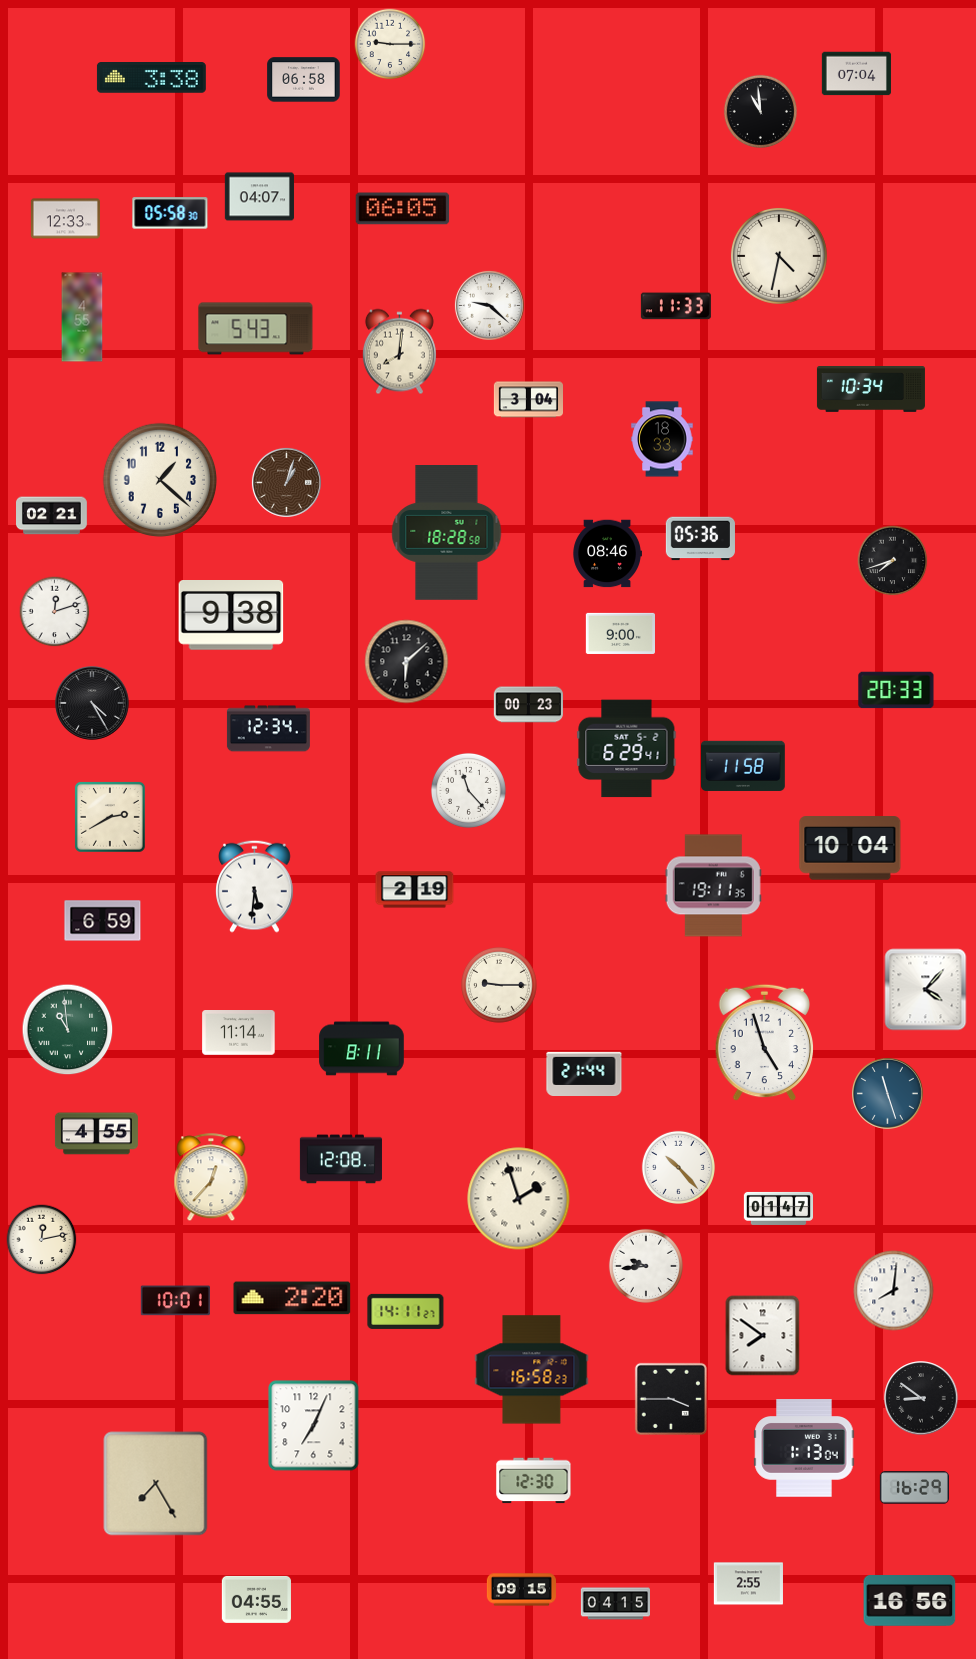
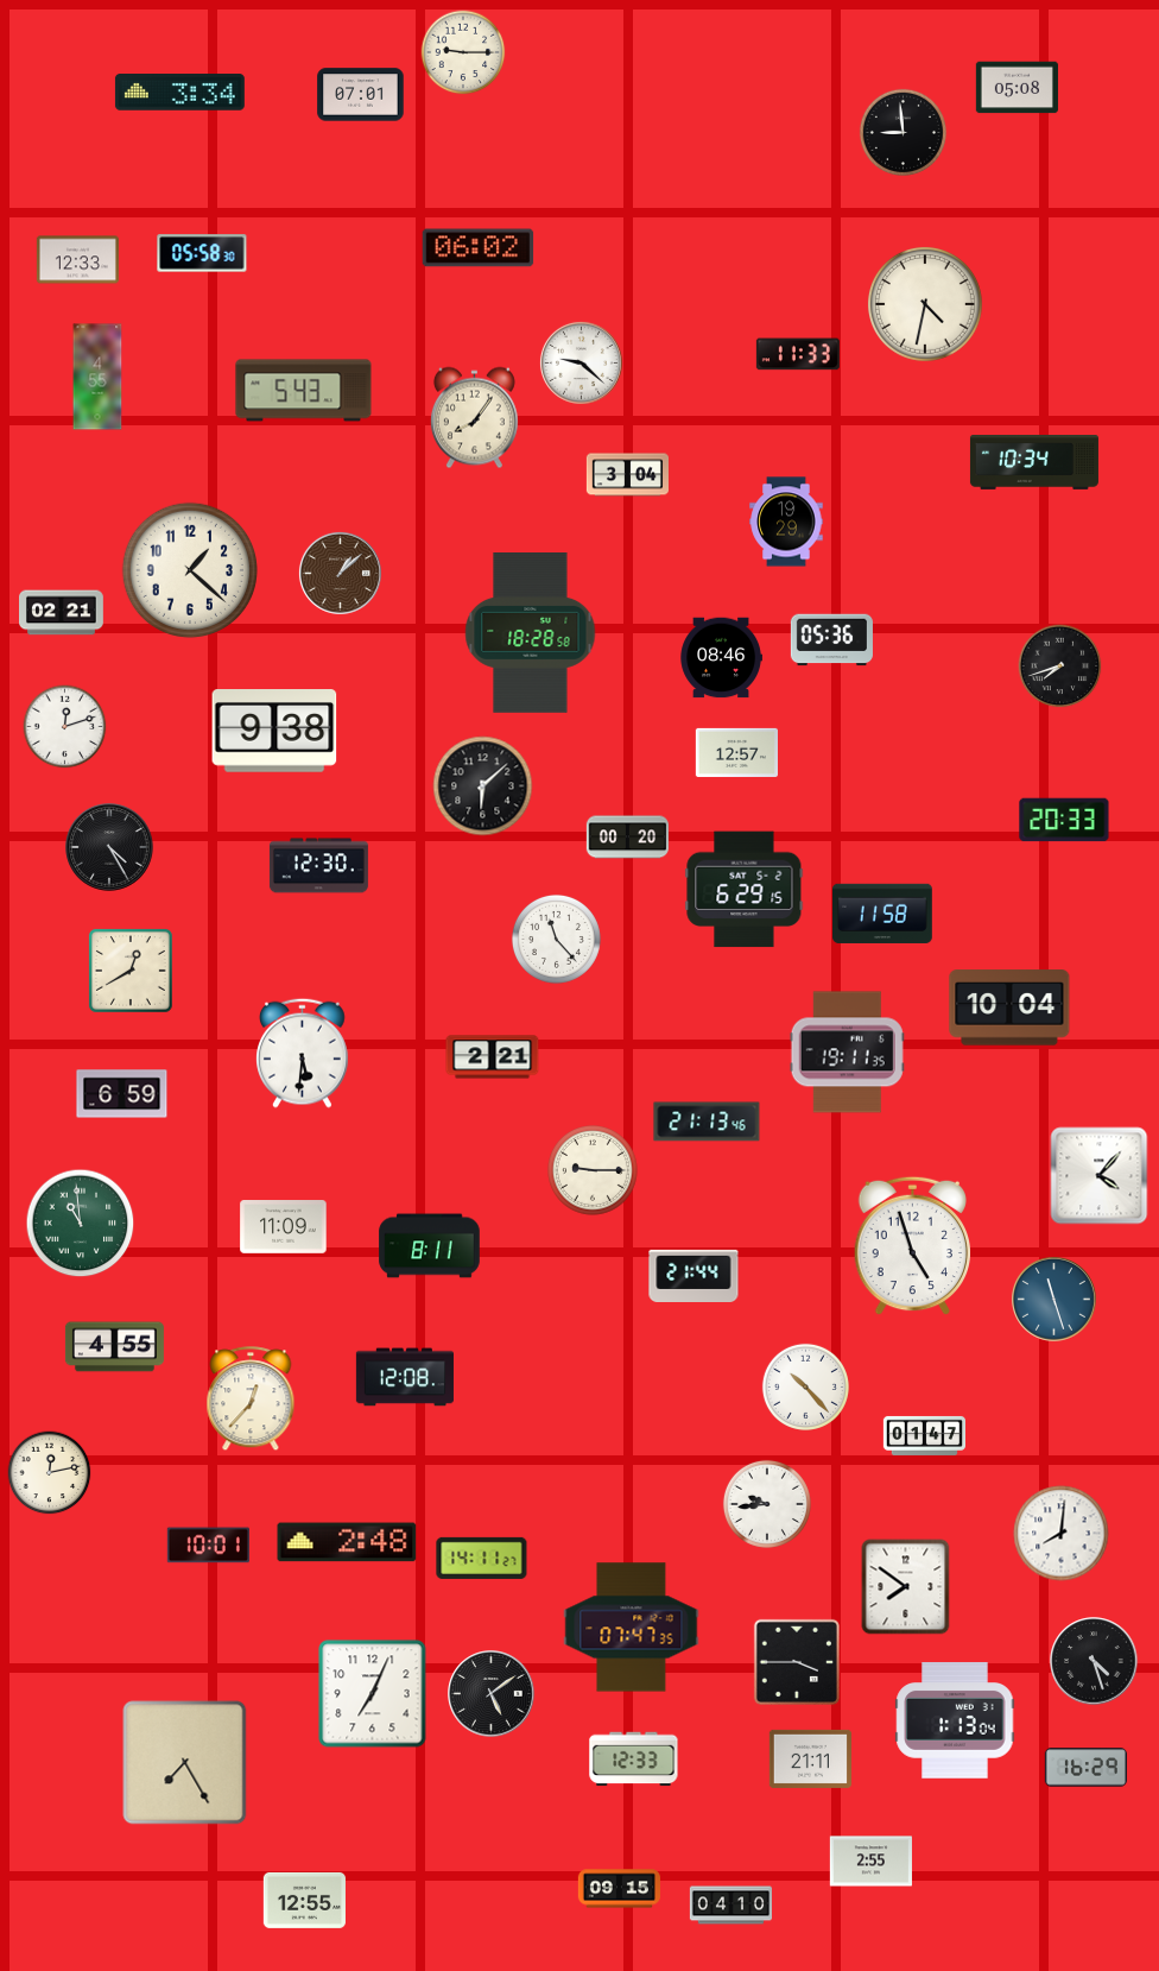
clock at (856, 74): 07:04 -> 05:08
clock at (151, 78): 3:38 -> 3:34
clock at (304, 80): 06:58 -> 07:01
clock at (760, 111): 10:59 -> 8:59
clock at (259, 197): 04:07 -> none
clock at (403, 209): 06:05 -> 06:02
clock at (676, 306) position: (676, 306) -> (798, 354)
clock at (399, 352): 8:01 -> 8:06
clock at (662, 439): 18:33 -> 19:29
clock at (286, 482): 1:03 -> 1:08
clock at (620, 633): 9:00 -> 12:57
clock at (92, 703) position: (92, 703) -> (109, 847)
clock at (528, 705): 00:23 -> 00:20
clock at (268, 729): 12:34 -> 12:30
clock at (627, 749): 6:29:41 -> 6:29:15
clock at (744, 766) position: (744, 766) -> (883, 914)
clock at (110, 817): 2:40 -> 12:40
clock at (415, 890): 2:19 -> 2:21
clock at (707, 1122): none -> 21:13
clock at (239, 1033): 11:14 -> 11:09
clock at (765, 1043) position: (765, 1043) -> (913, 1246)
clock at (519, 1199): 1:57 -> none
clock at (292, 1298): 2:20 -> 2:48
clock at (532, 1370): 16:58 -> 07:47
clock at (921, 1398): 8:51 -> 4:27
clock at (492, 1694): none -> 5:09
clock at (810, 1758): none -> 21:11
clock at (534, 1481): 12:30 -> 12:33
clock at (748, 1584) position: (748, 1584) -> (870, 1862)
clock at (256, 1599): 04:55 -> 12:55
clock at (910, 1601): 16:56 -> none
clock at (615, 1604): 04:15 -> 04:10
